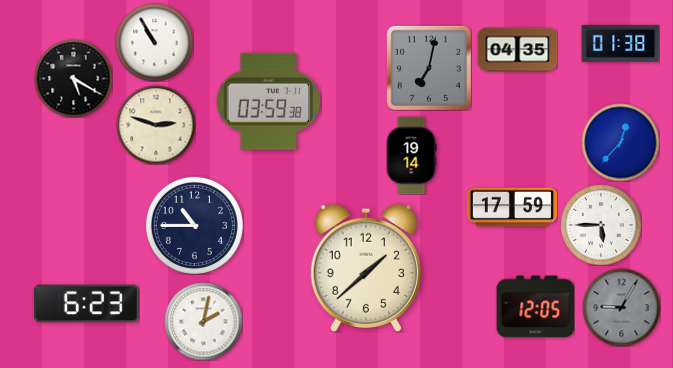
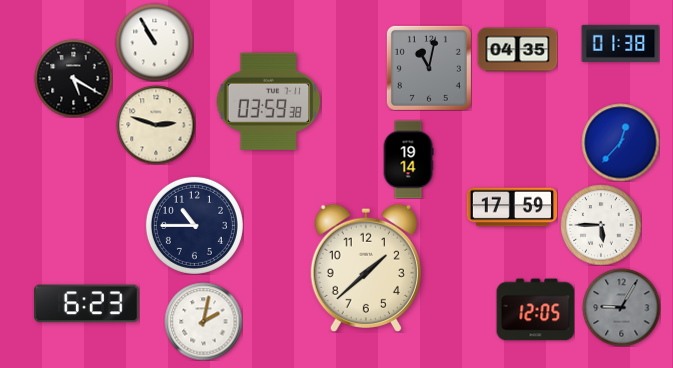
clock at (429, 68): 7:02 -> 11:02
clock at (411, 155) position: (411, 155) -> (408, 159)
clock at (535, 307) position: (535, 307) -> (535, 310)
